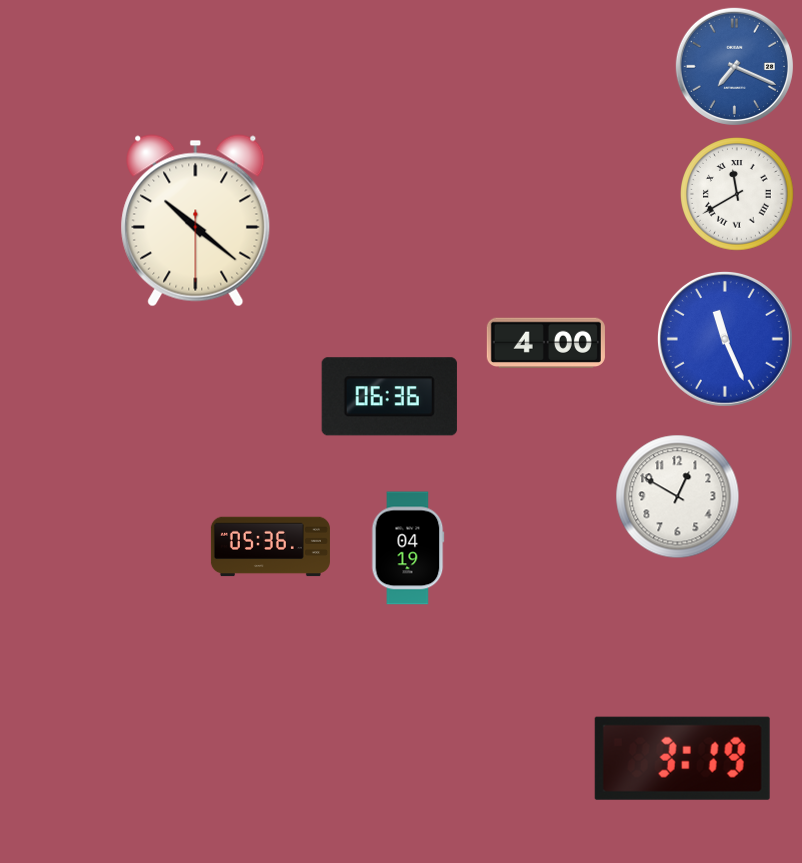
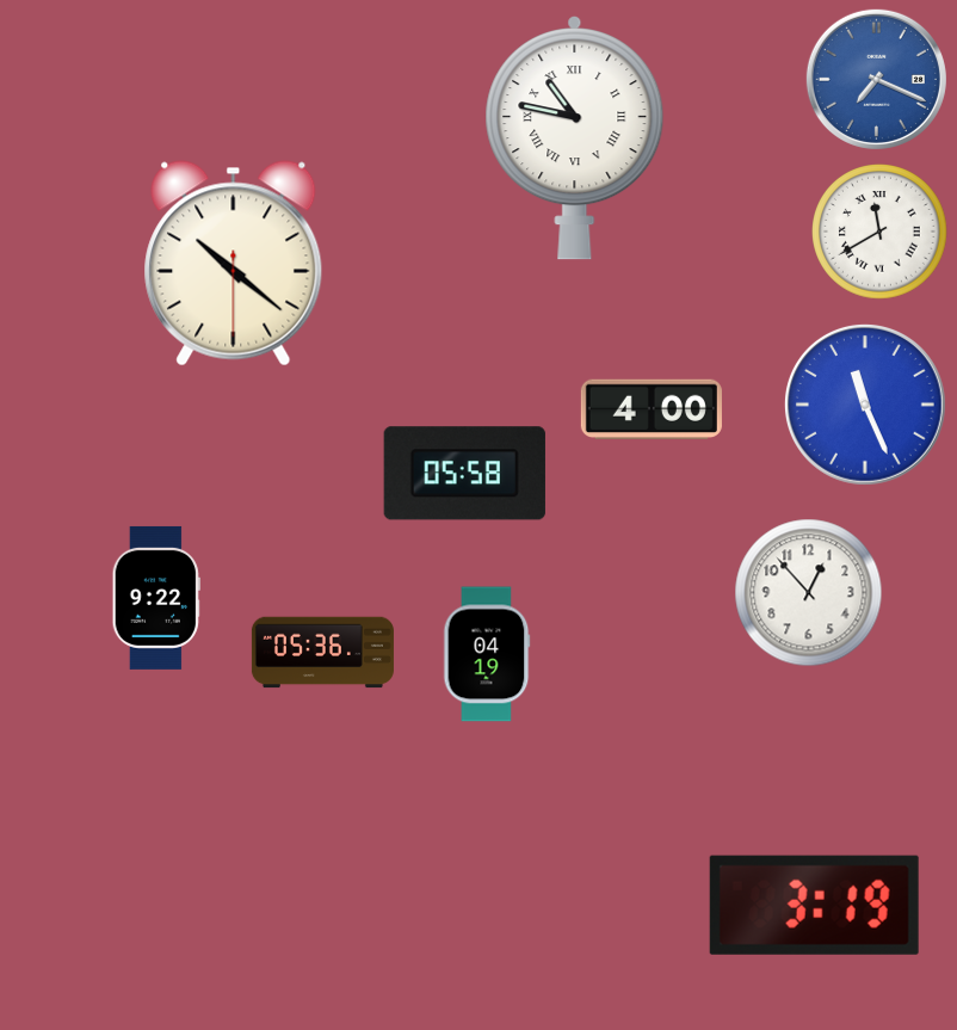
clock at (575, 138): none -> 10:47
clock at (389, 397): 06:36 -> 05:58
clock at (678, 497): 12:50 -> 12:53
clock at (156, 598): none -> 9:22
